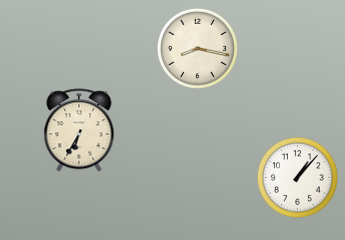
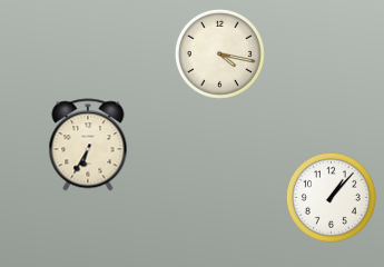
clock at (197, 48): 8:17 -> 4:17
